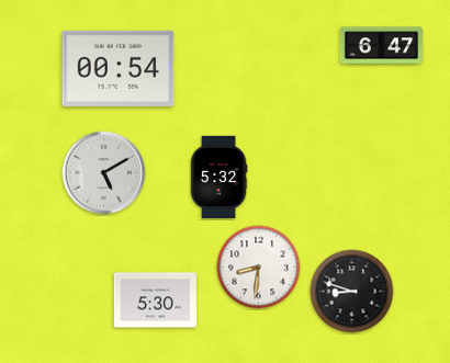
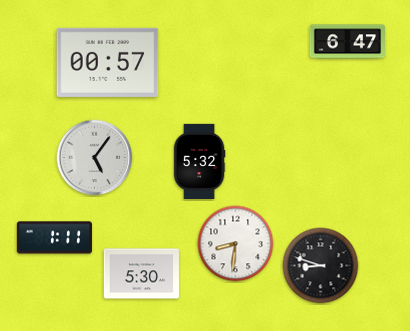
clock at (119, 68): 00:54 -> 00:57
clock at (104, 173): 5:10 -> 5:06
clock at (54, 238): none -> 1:11
